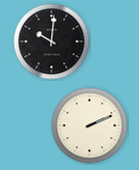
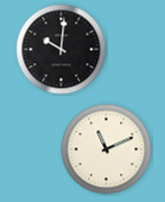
clock at (90, 126): 2:11 -> 11:11
